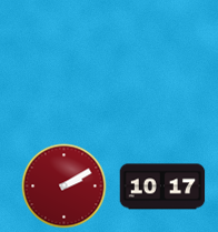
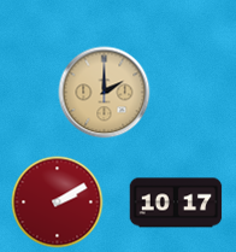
clock at (105, 93): none -> 2:00
clock at (65, 186) position: (65, 186) -> (58, 203)
